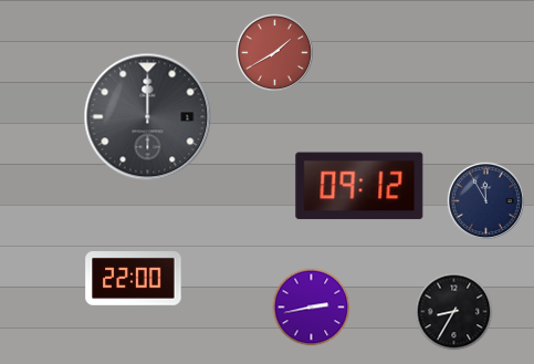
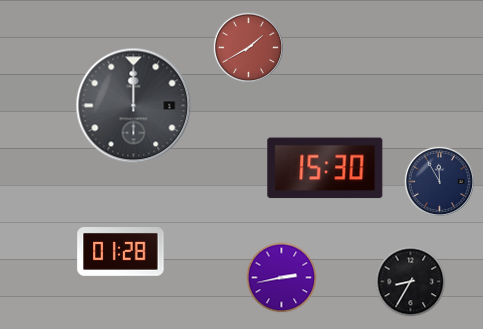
clock at (359, 186): 09:12 -> 15:30
clock at (134, 279): 22:00 -> 01:28
